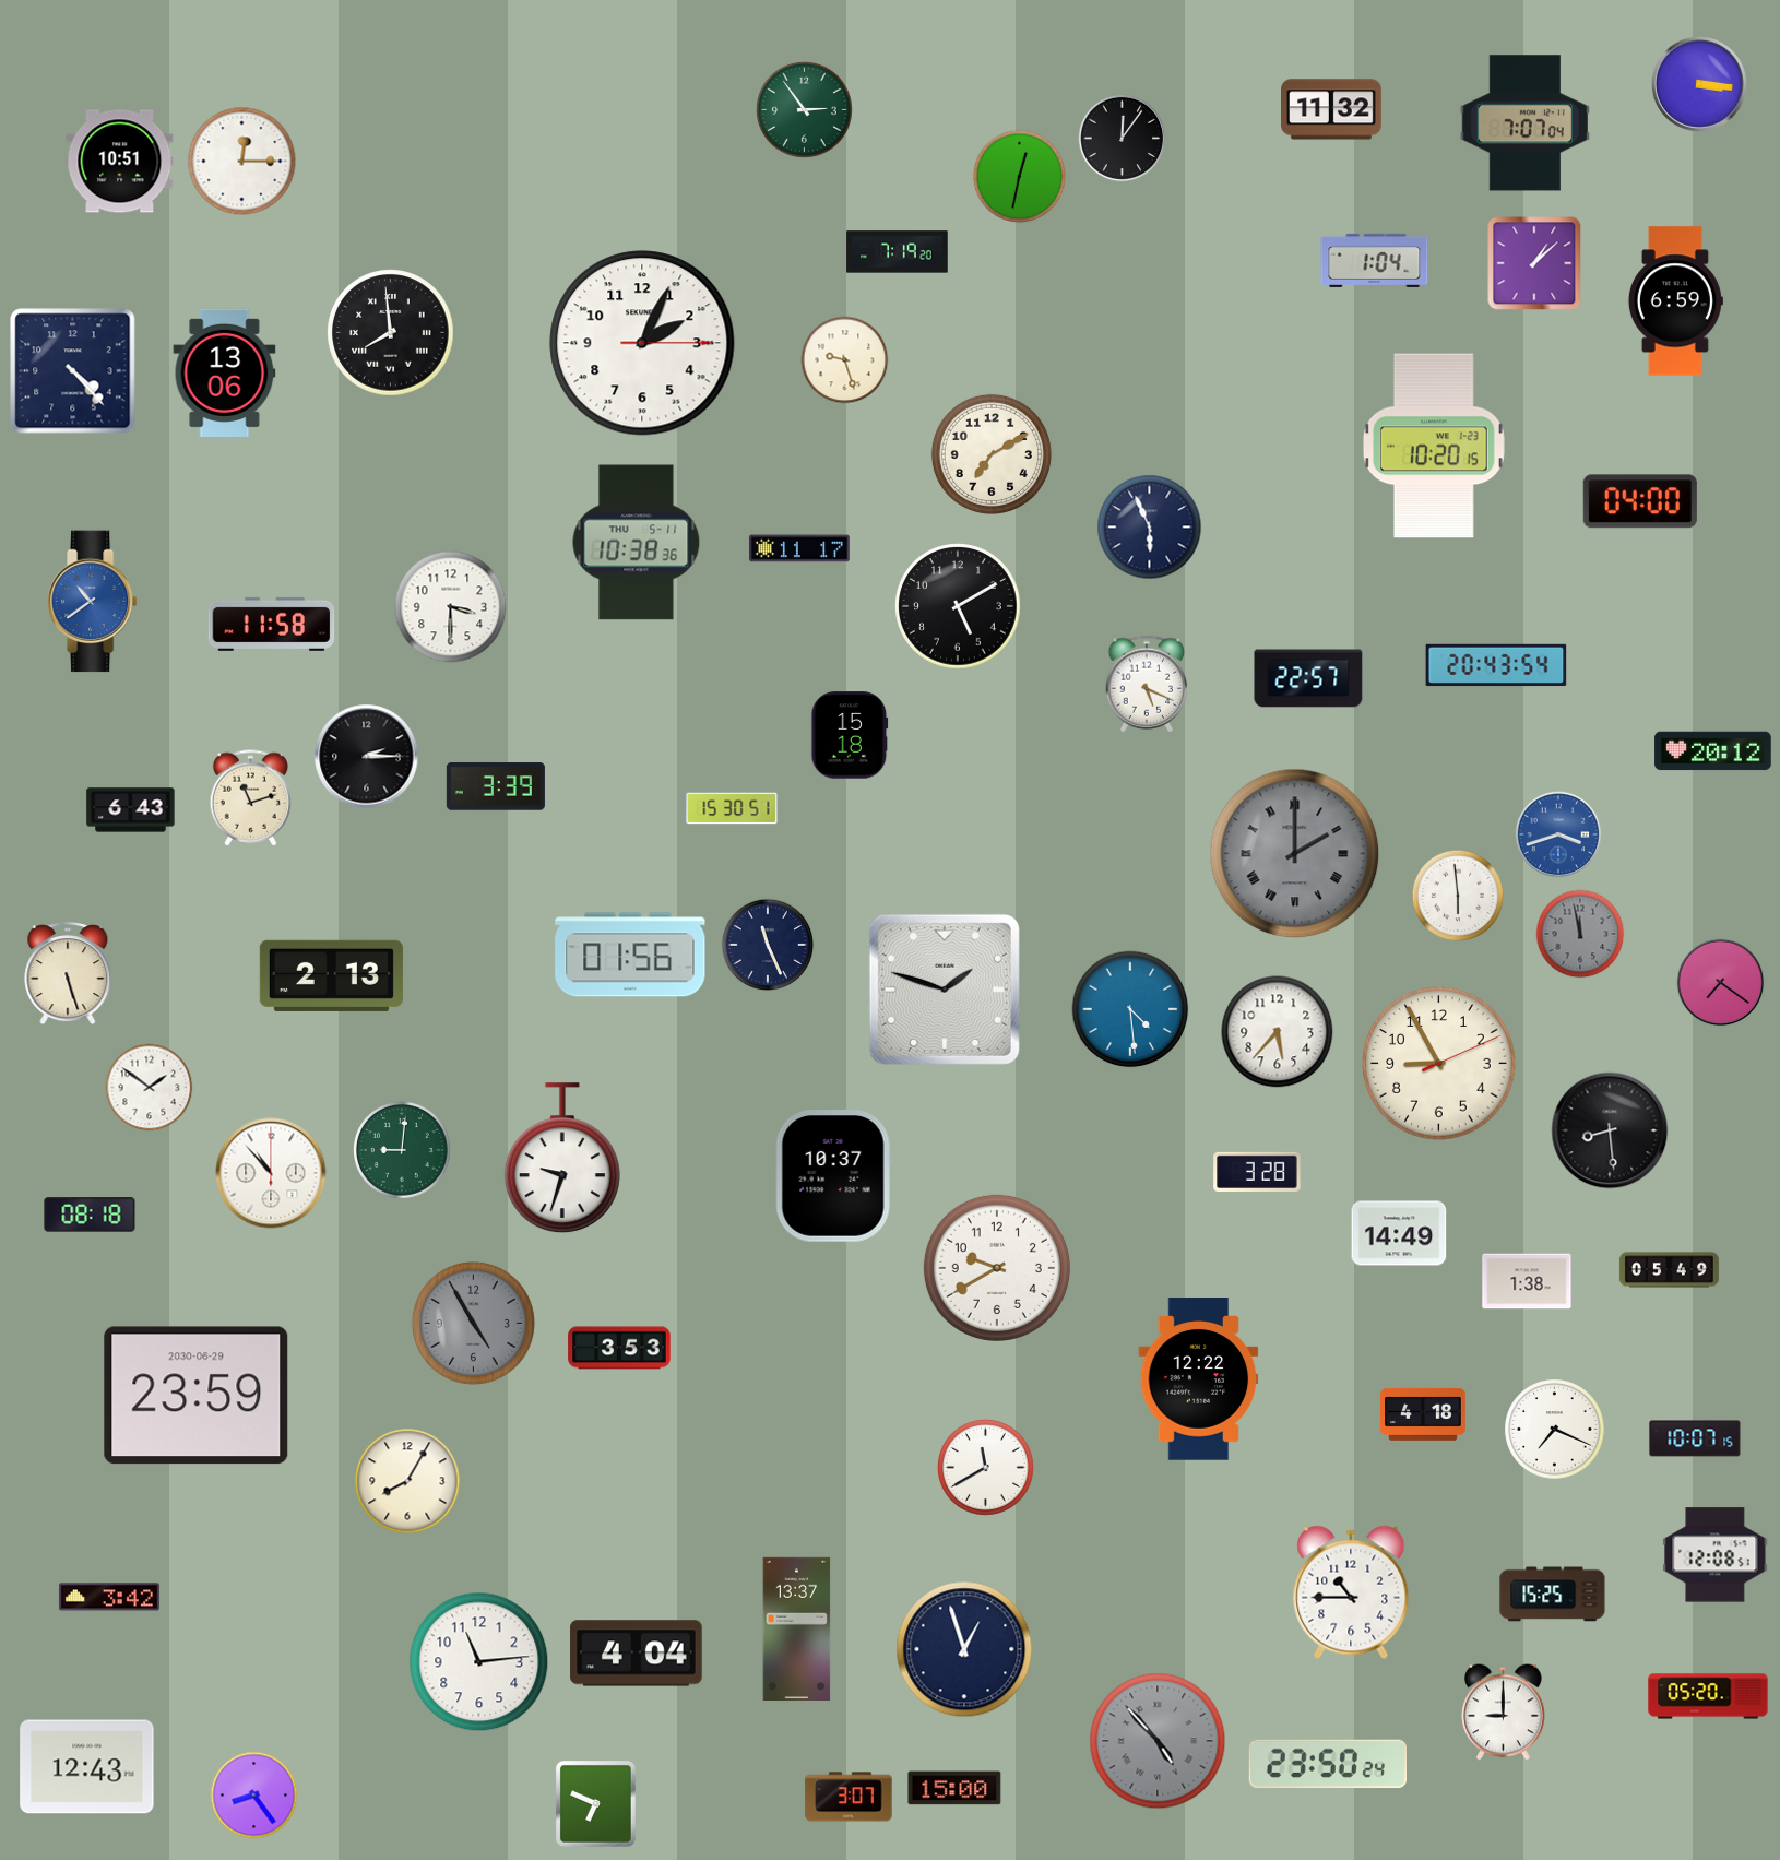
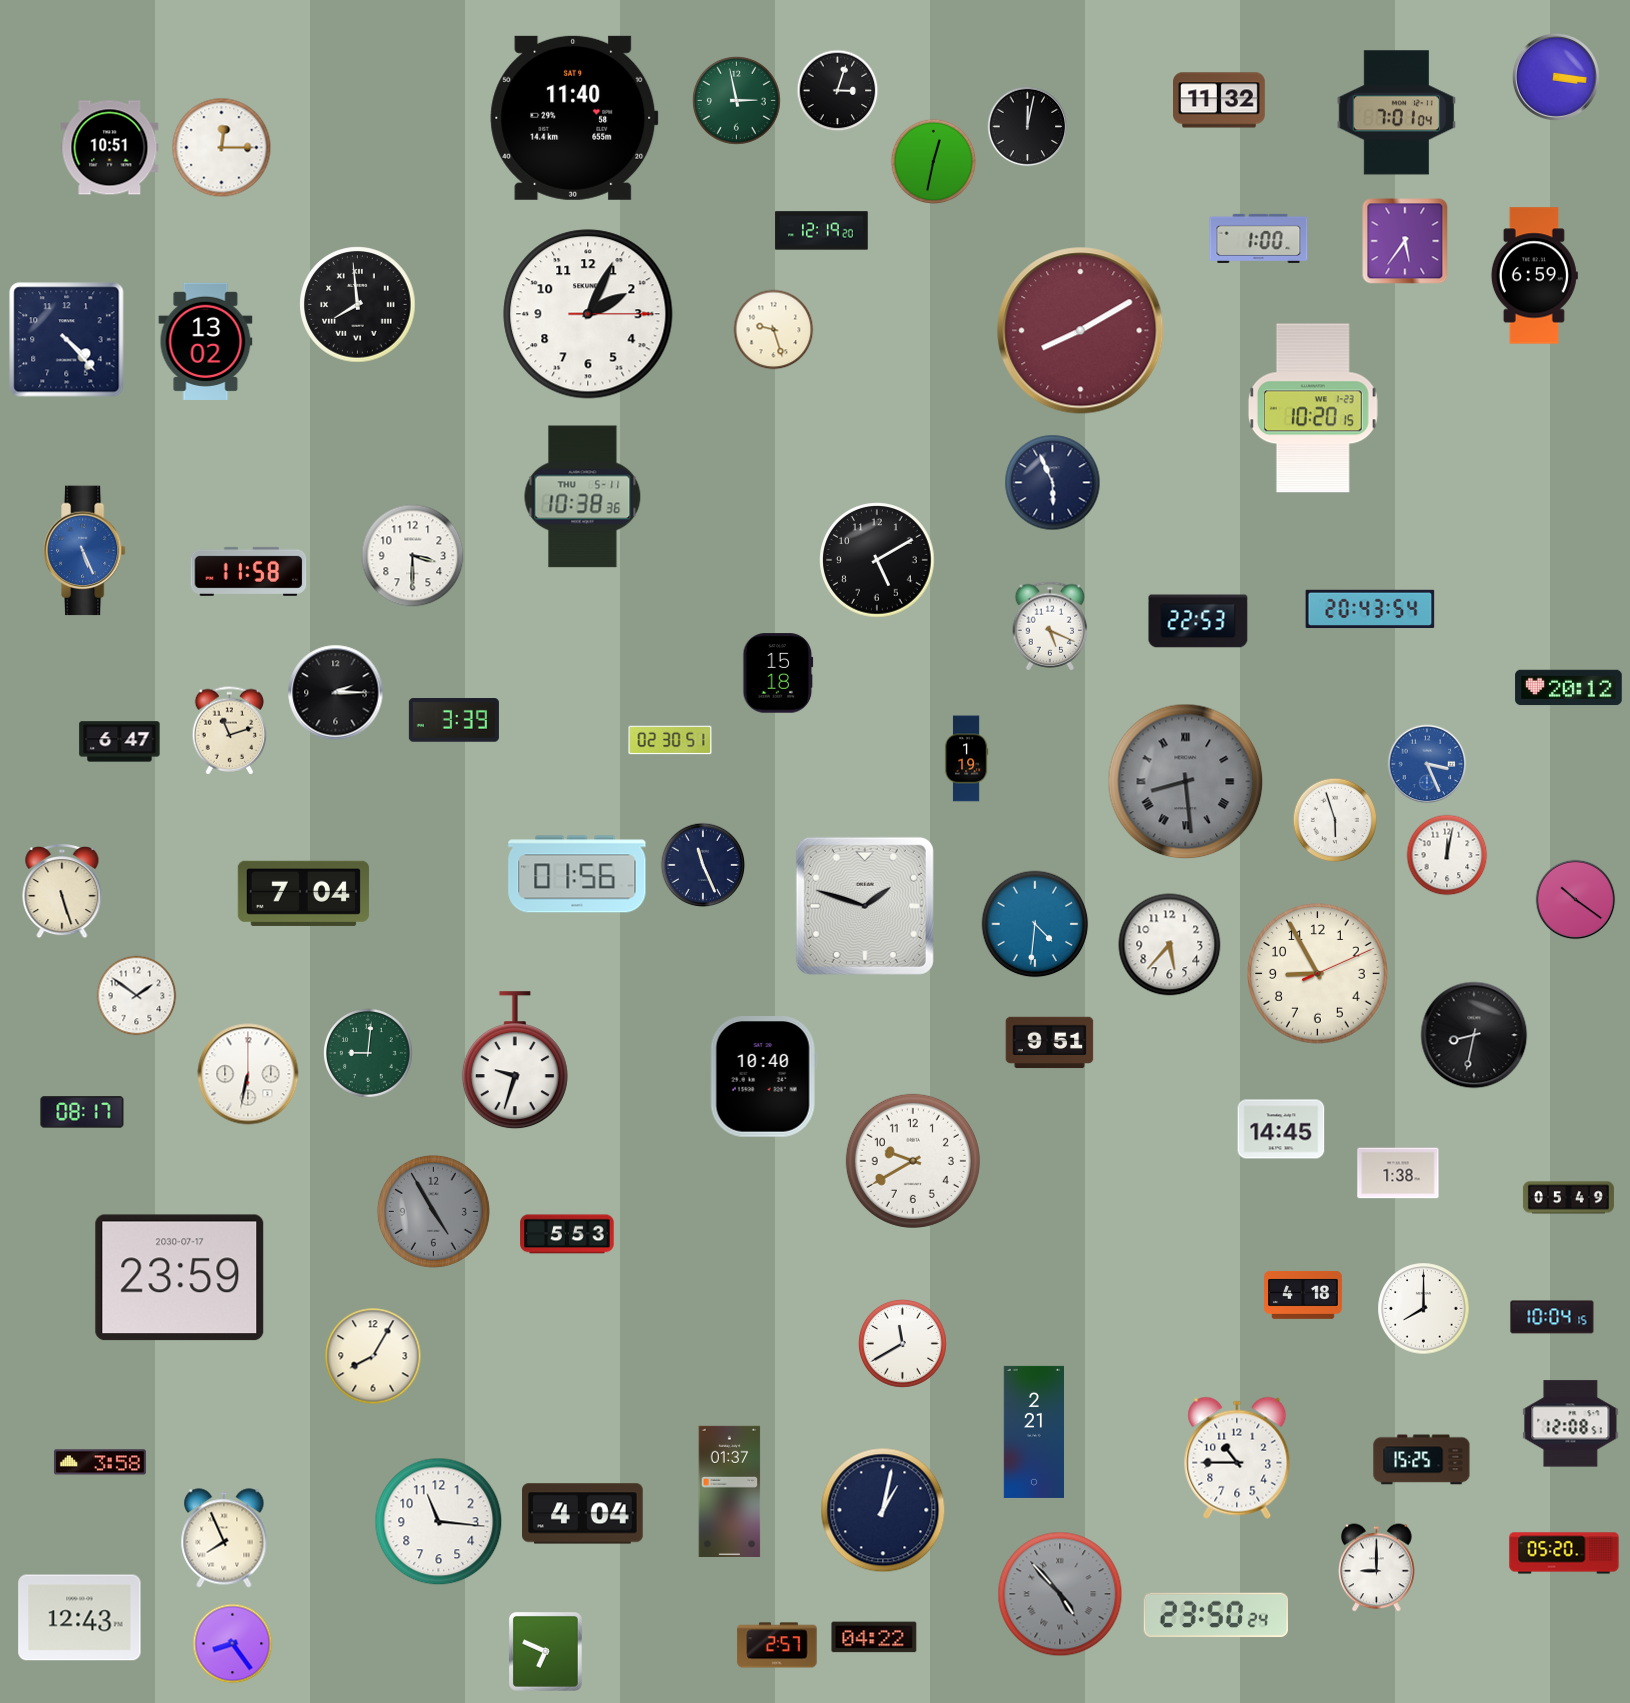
clock at (838, 91): none -> 3:03
clock at (804, 109): 2:54 -> 2:58
clock at (1524, 123): 7:07 -> 7:01
clock at (574, 118): none -> 11:40
clock at (1123, 139): 12:06 -> 12:02
clock at (898, 252): 7:19 -> 12:19
clock at (1375, 260): 1:04 -> 1:00
clock at (1534, 263): 1:08 -> 5:36
clock at (1081, 331): none -> 8:10
clock at (225, 372): 13:06 -> 13:02
clock at (992, 454): 7:10 -> none
clock at (1640, 501): 04:00 -> none
clock at (800, 548): 11:17 -> none
clock at (92, 602): 10:39 -> 5:26
clock at (958, 606) position: (958, 606) -> (877, 560)
clock at (1308, 678): 22:57 -> 22:53
clock at (732, 808): 15:30 -> 02:30
clock at (131, 810): 6:43 -> 6:47
clock at (966, 759): none -> 1:19
clock at (1558, 834): 3:42 -> 3:26
clock at (1295, 854): 2:00 -> 8:29
clock at (1458, 896): 5:59 -> 5:57
clock at (1580, 934): 11:58 -> 12:02
clock at (1580, 934) dial: grey -> white
clock at (331, 975): 2:13 -> 7:04
clock at (1721, 983): 7:21 -> 10:21
clock at (1130, 1009): 4:29 -> 4:31
clock at (1610, 1130): 8:29 -> 8:32
clock at (1050, 1043): none -> 9:51
clock at (1257, 1171): 3:28 -> none
clock at (271, 1173): 10:53 -> 6:32
clock at (833, 1176): 10:37 -> 10:40
clock at (90, 1215): 08:18 -> 08:17
clock at (1399, 1233): 14:49 -> 14:45
clock at (1669, 1270) position: (1669, 1270) -> (1568, 1198)
clock at (619, 1348): 3:53 -> 5:53
clock at (1199, 1379): 12:22 -> none
clock at (197, 1396) date: 2030-06-29 -> 2030-07-17
clock at (1555, 1430): 7:19 -> 8:00
clock at (1695, 1438): 10:07 -> 10:04
clock at (1033, 1432): none -> 2:21
clock at (109, 1597): 3:42 -> 3:58
clock at (797, 1628): 13:37 -> 01:37
clock at (964, 1649): 12:57 -> 1:02
clock at (479, 1662): 11:14 -> 11:16
clock at (224, 1538): none -> 7:56
clock at (954, 1788): 15:00 -> 04:22
clock at (849, 1797): 3:07 -> 2:57
